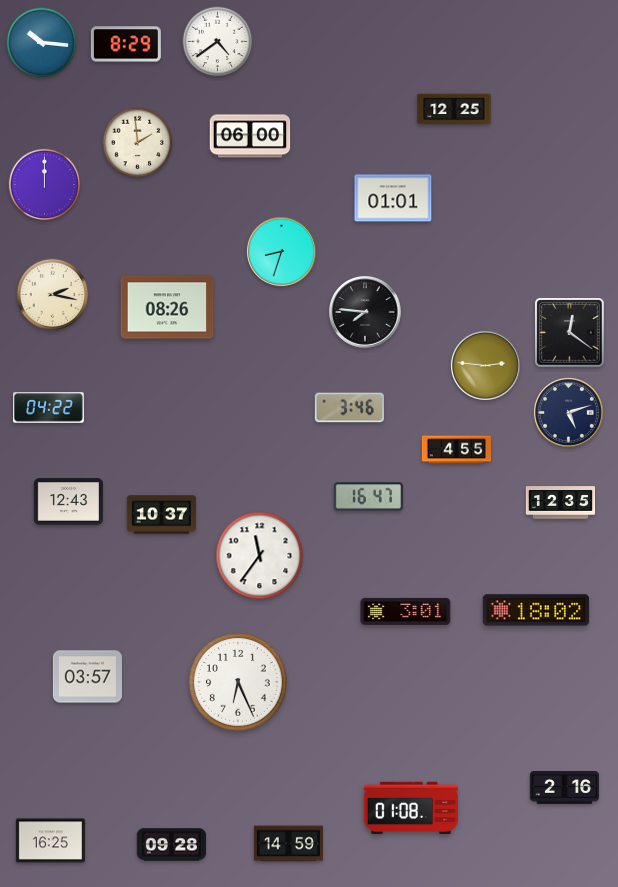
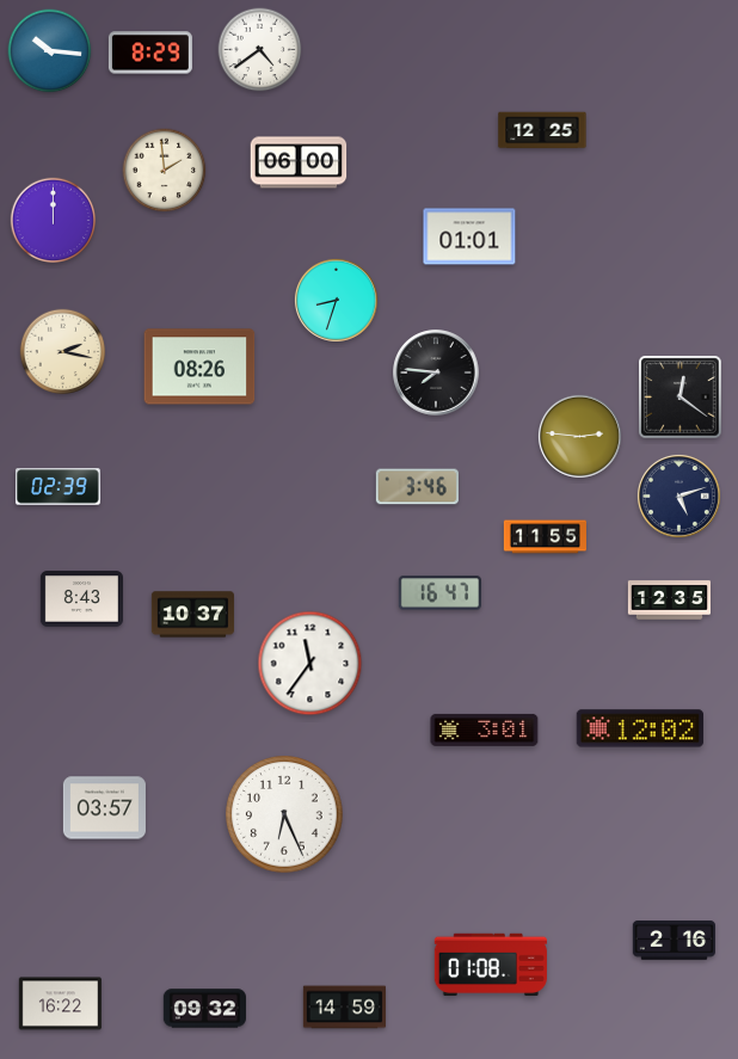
clock at (49, 408): 04:22 -> 02:39
clock at (568, 412) position: (568, 412) -> (678, 495)
clock at (456, 450): 4:55 -> 11:55
clock at (68, 502): 12:43 -> 8:43
clock at (536, 610): 18:02 -> 12:02
clock at (50, 841): 16:25 -> 16:22
clock at (171, 845): 09:28 -> 09:32
